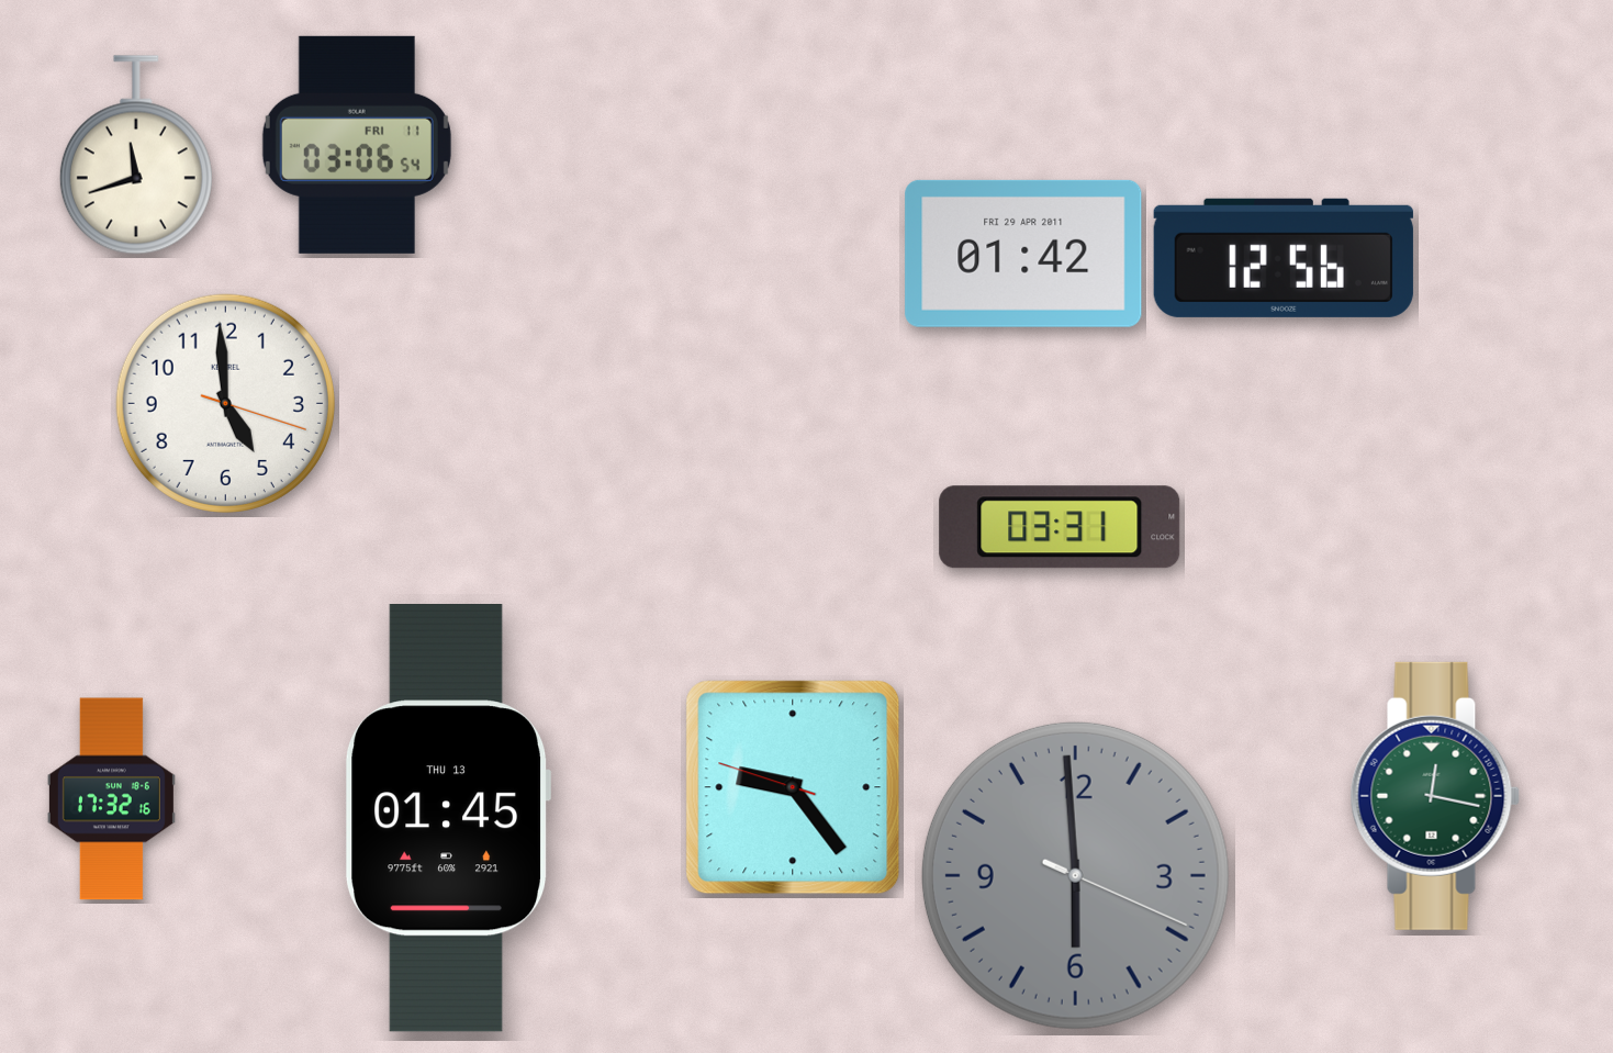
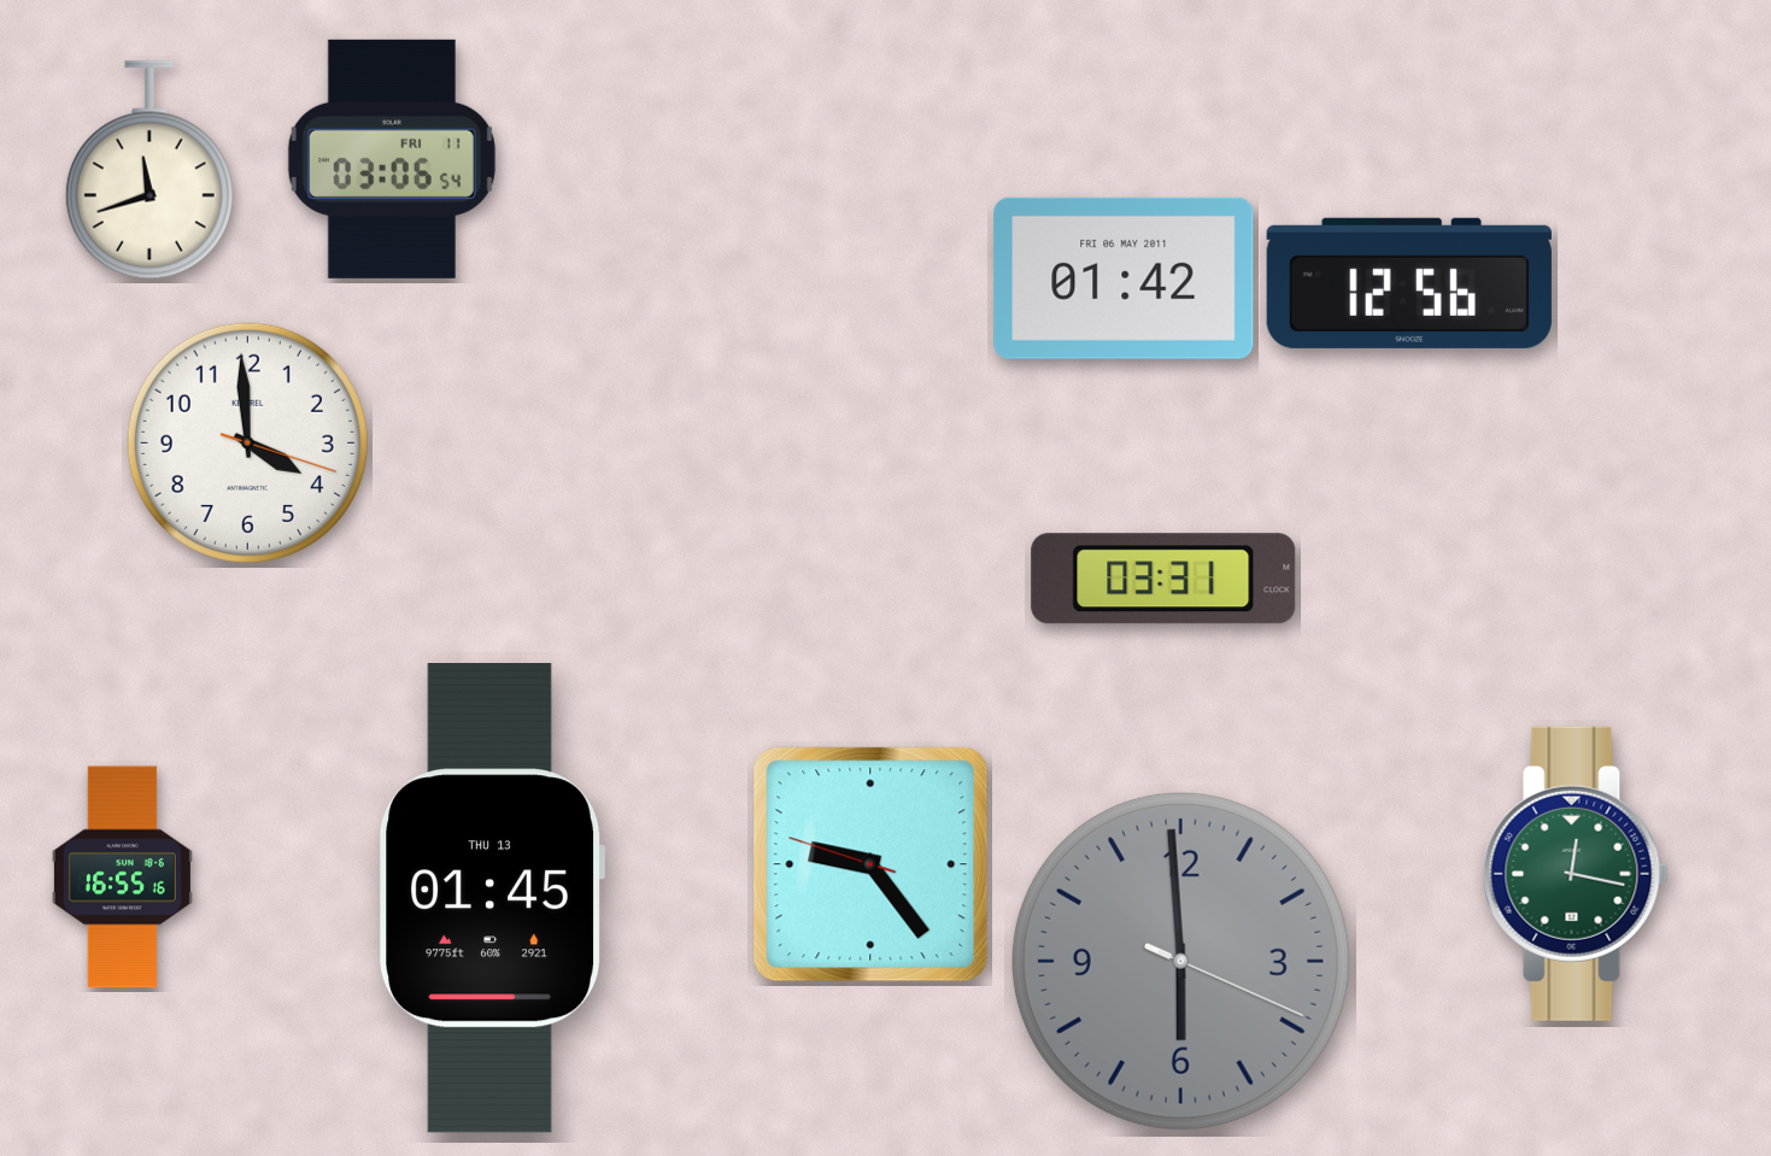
clock at (1023, 254) date: FRI 29 APR 2011 -> FRI 06 MAY 2011
clock at (225, 403): 4:59 -> 3:59
clock at (111, 799): 17:32 -> 16:55
